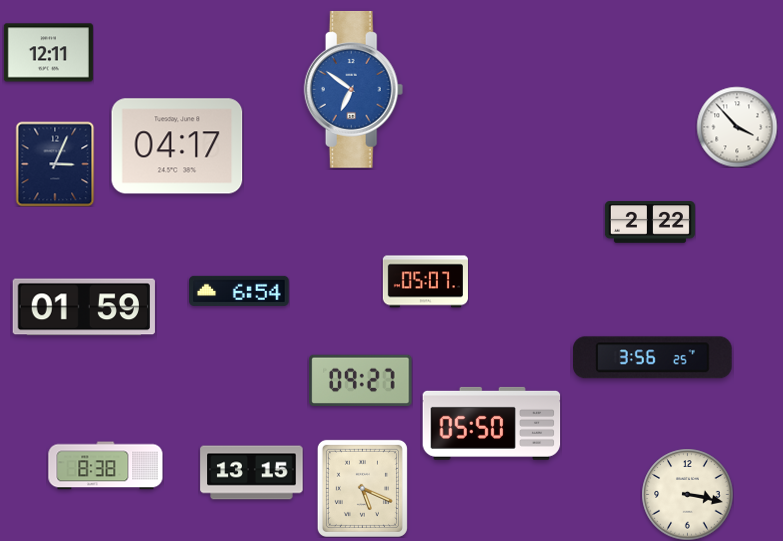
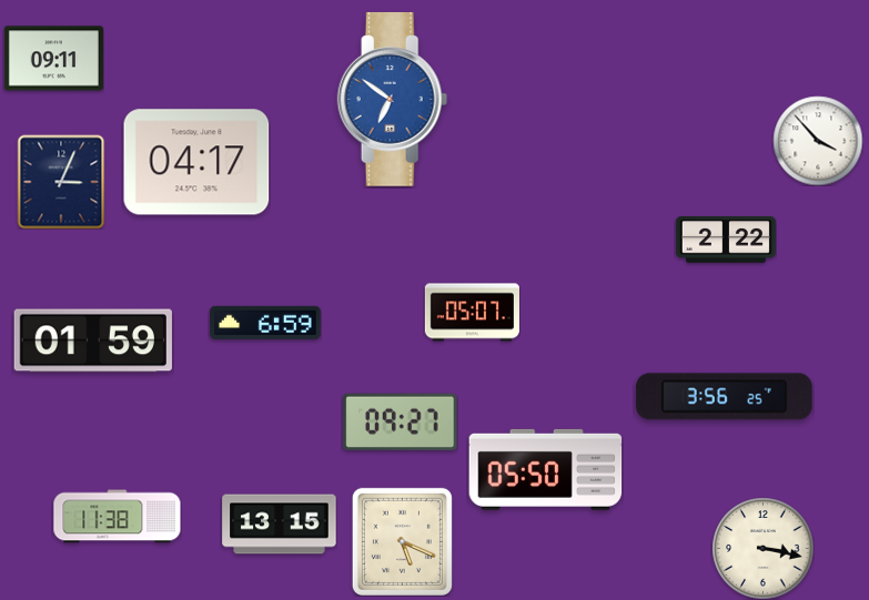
clock at (48, 53): 12:11 -> 09:11
clock at (650, 222) position: (650, 222) -> (726, 240)
clock at (239, 291): 6:54 -> 6:59
clock at (106, 466): 8:38 -> 11:38
